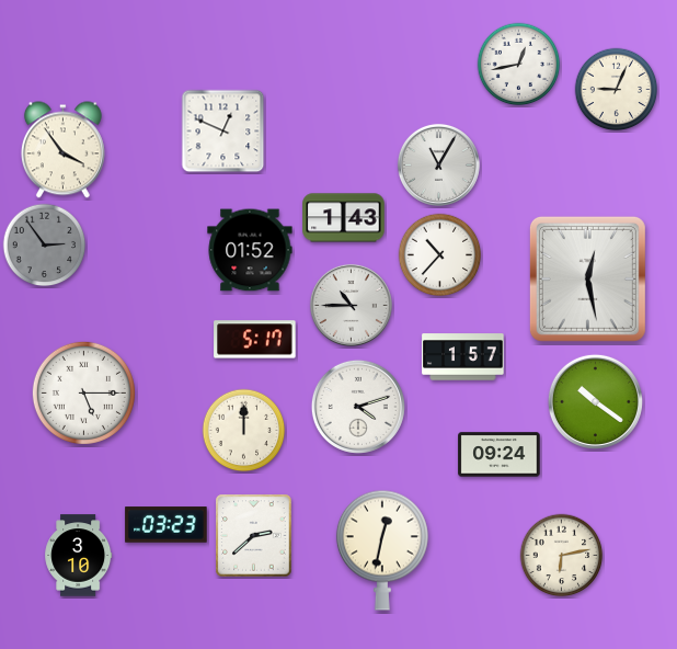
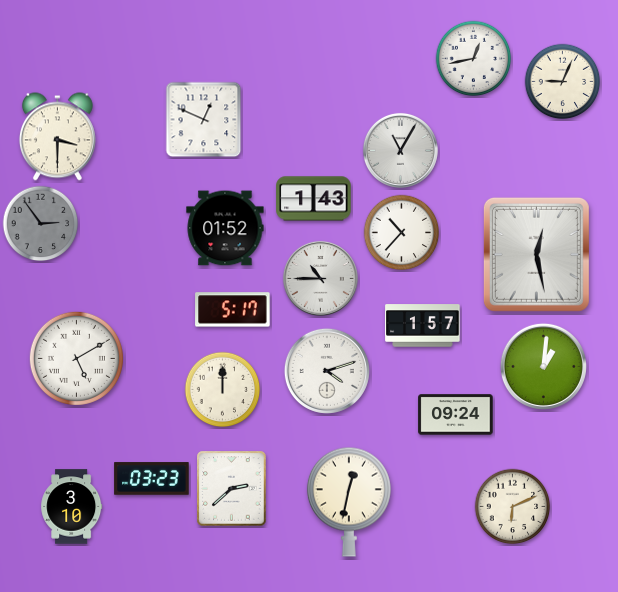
clock at (62, 150): 3:54 -> 3:30
clock at (250, 250) position: (250, 250) -> (225, 228)
clock at (83, 392): 5:15 -> 5:10
clock at (595, 401): 10:21 -> 1:01
clock at (244, 431) position: (244, 431) -> (223, 390)
clock at (562, 556): 6:13 -> 6:11
